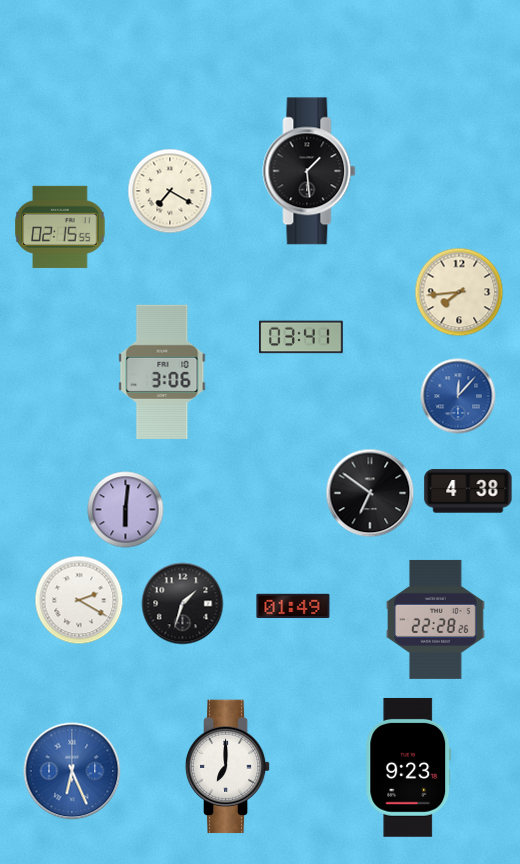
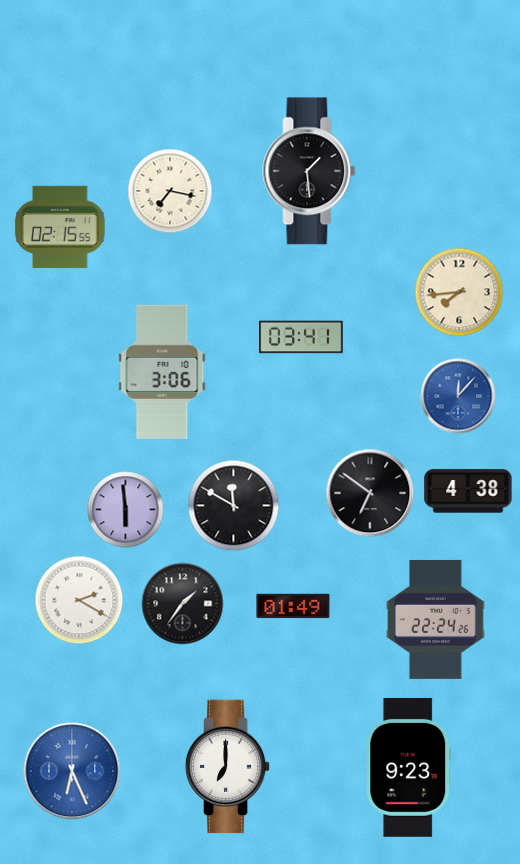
clock at (170, 191): 7:20 -> 7:17
clock at (234, 506): none -> 11:50
clock at (126, 510): 6:01 -> 5:59
clock at (183, 604): 1:33 -> 1:36
clock at (436, 619): 22:28 -> 22:24
